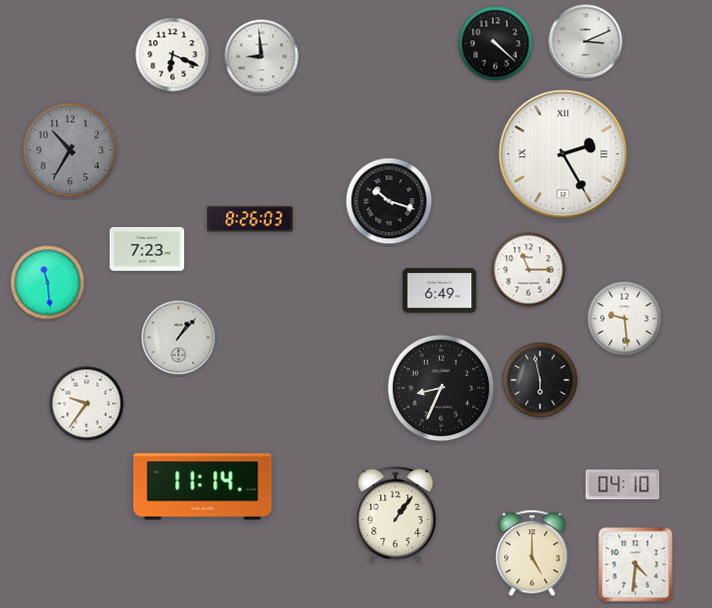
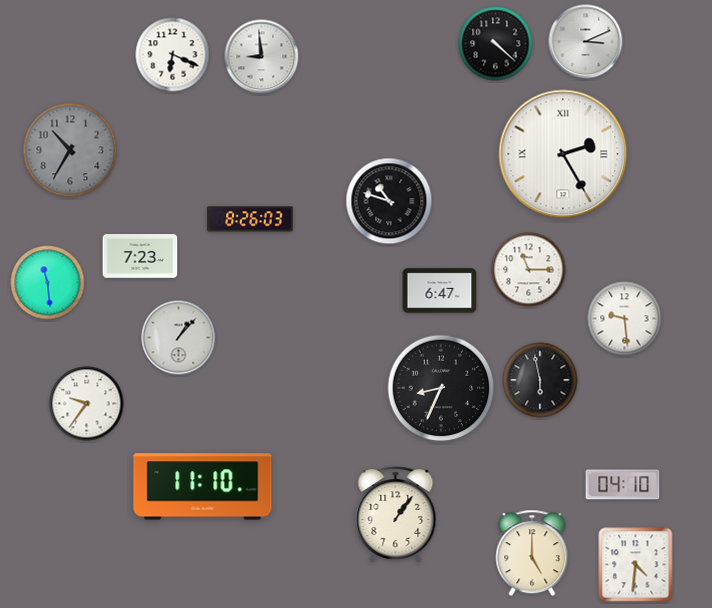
clock at (389, 201): 10:18 -> 10:48
clock at (147, 249) position: (147, 249) -> (140, 256)
clock at (440, 291): 6:49 -> 6:47
clock at (203, 487): 11:14 -> 11:10
